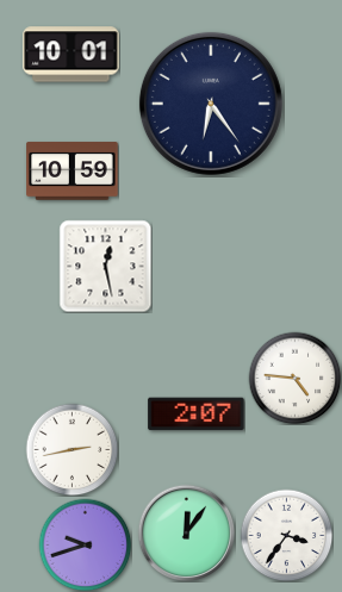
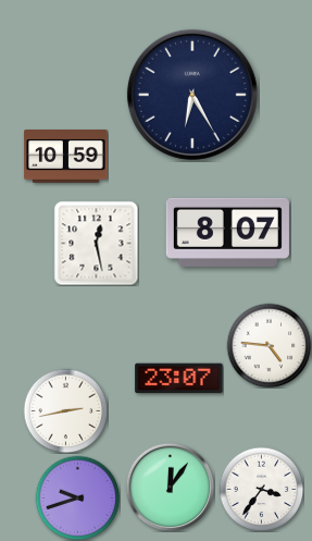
clock at (71, 55): 10:01 -> none
clock at (211, 104): 6:24 -> 6:25
clock at (227, 232): none -> 8:07
clock at (197, 415): 2:07 -> 23:07
